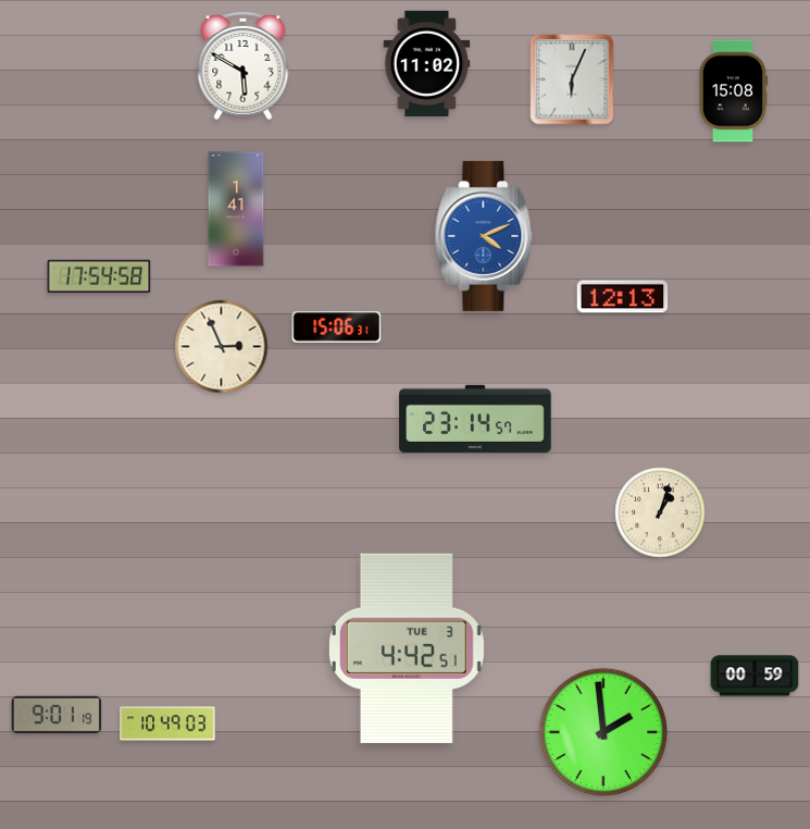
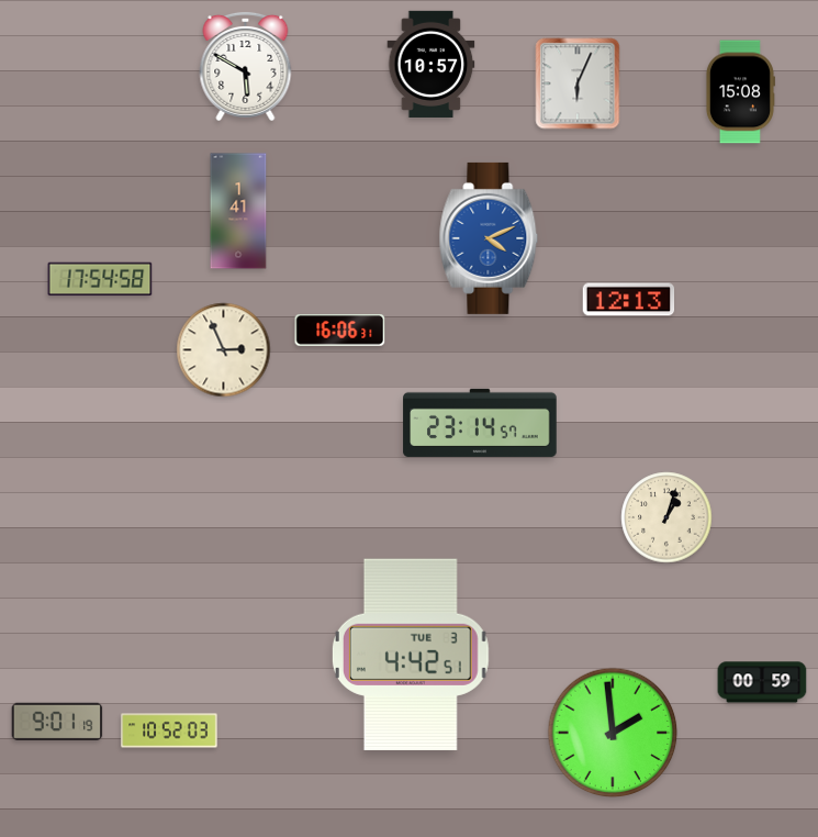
clock at (427, 63): 11:02 -> 10:57
clock at (572, 79) position: (572, 79) -> (578, 83)
clock at (337, 327): 15:06 -> 16:06
clock at (167, 723): 10:49 -> 10:52
clock at (603, 732) position: (603, 732) -> (613, 733)
